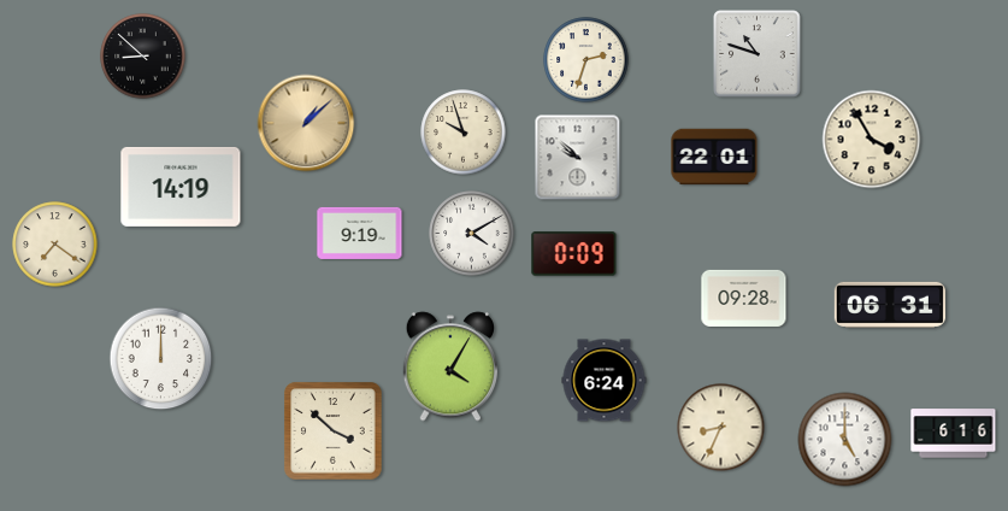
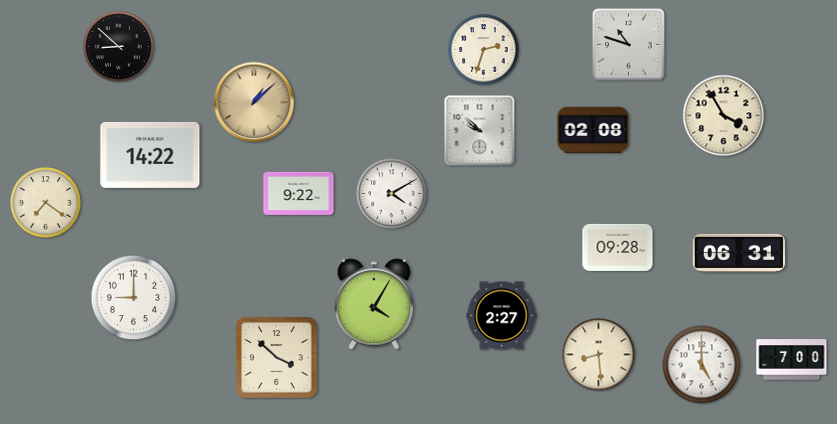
clock at (586, 60) position: (586, 60) -> (484, 50)
clock at (464, 133): 9:57 -> none
clock at (714, 157): 22:01 -> 02:08
clock at (181, 187): 14:19 -> 14:22
clock at (360, 233): 9:19 -> 9:22
clock at (574, 254): 0:09 -> none
clock at (161, 359): 12:00 -> 9:00
clock at (605, 381): 6:24 -> 2:27
clock at (721, 428): 8:34 -> 8:29
clock at (954, 434): 6:16 -> 7:00
